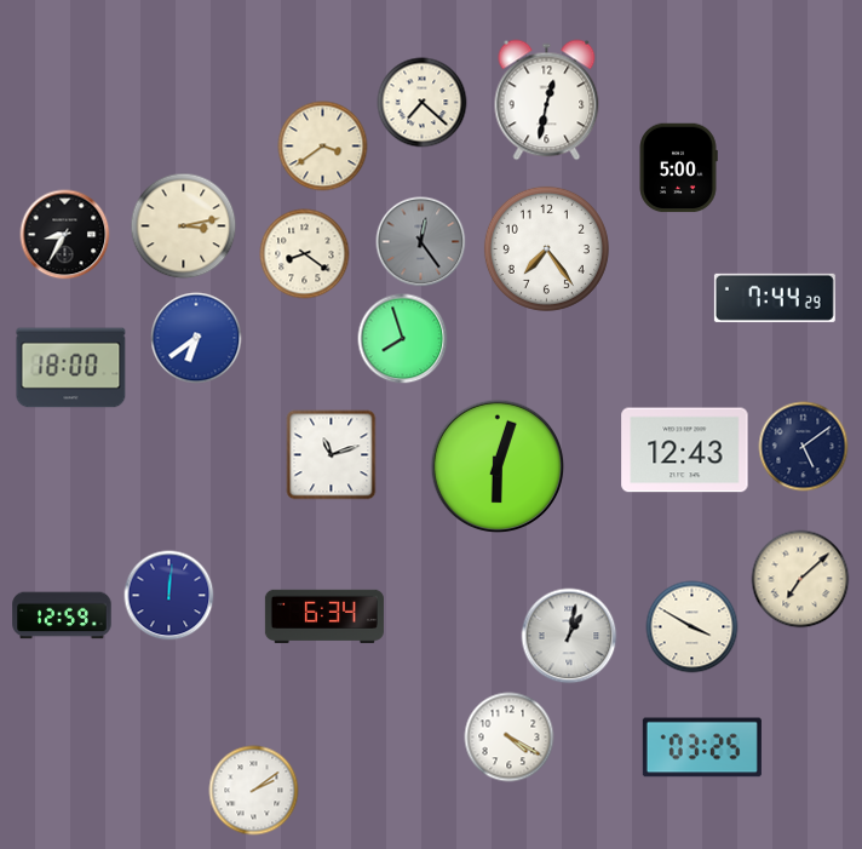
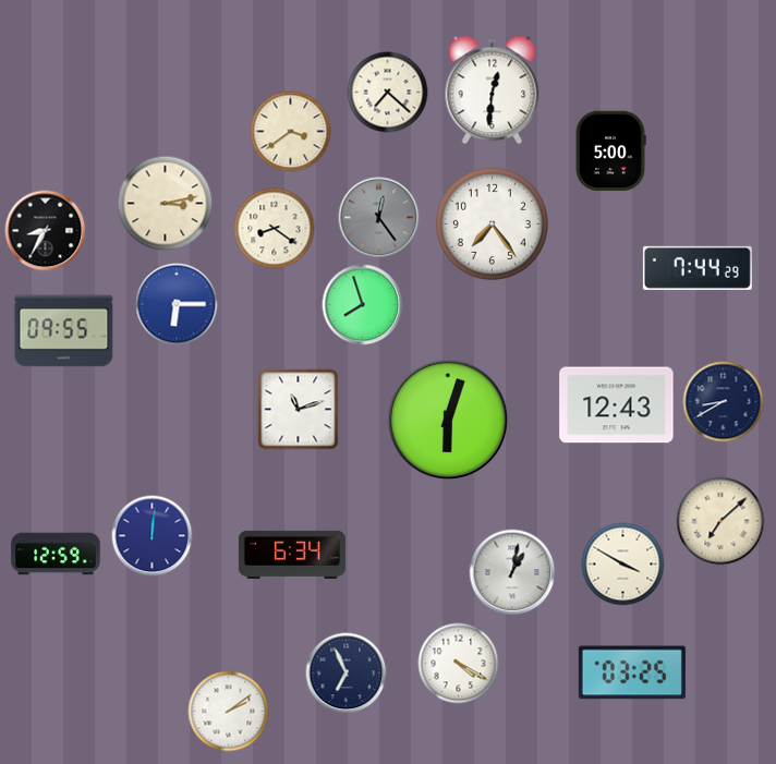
clock at (547, 101): 12:32 -> 12:31
clock at (423, 103) position: (423, 103) -> (388, 93)
clock at (65, 235) position: (65, 235) -> (46, 231)
clock at (196, 338): 6:39 -> 6:15
clock at (71, 368): 18:00 -> 09:55
clock at (804, 447): 5:09 -> 8:40
clock at (347, 674): none -> 6:56
